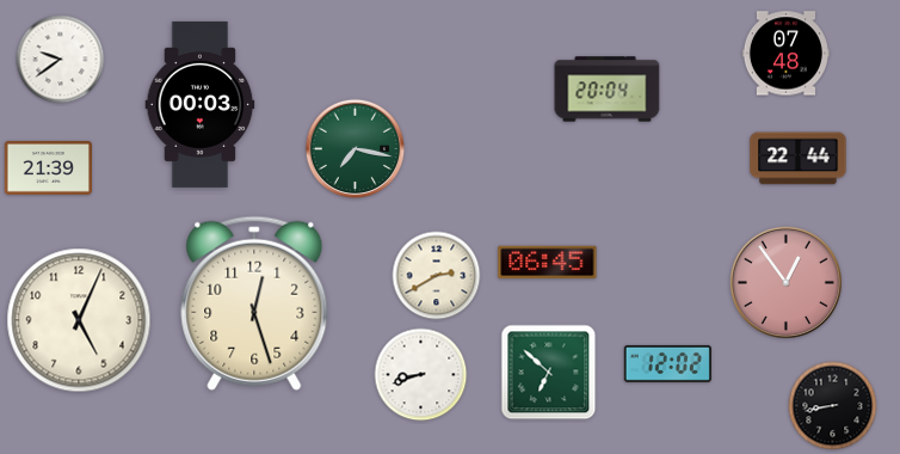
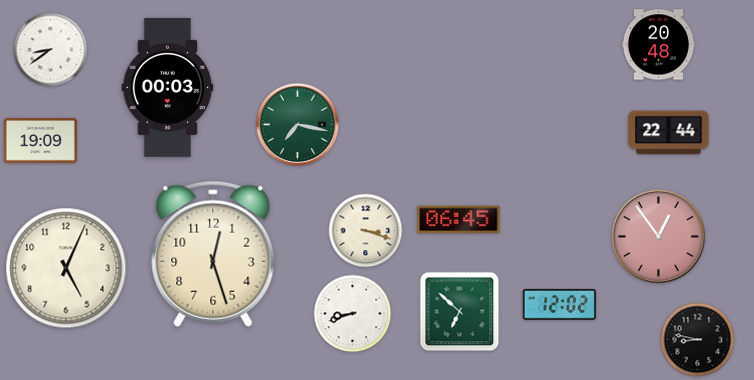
clock at (785, 54): 07:48 -> 20:48
clock at (61, 60): 9:39 -> 8:39
clock at (608, 90): 20:04 -> none
clock at (48, 167): 21:39 -> 19:09
clock at (437, 276): 2:40 -> 3:18
clock at (833, 406): 8:43 -> 8:47
